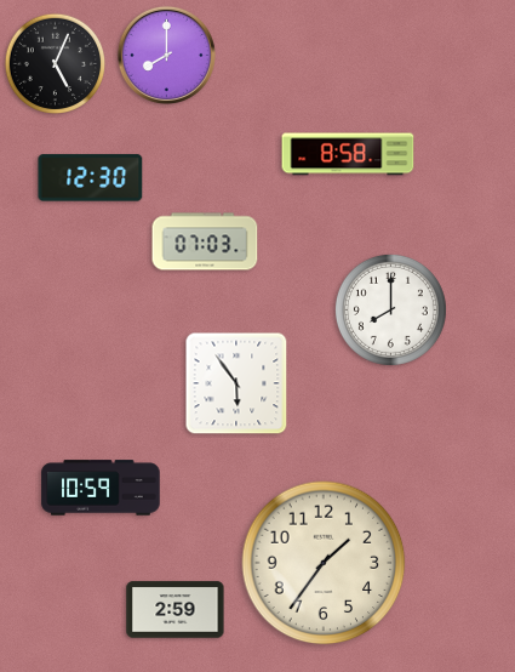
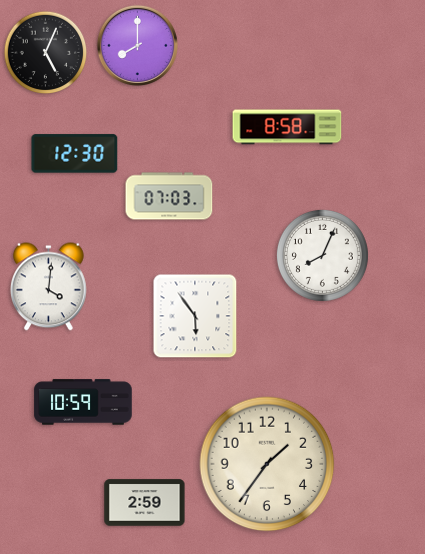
clock at (91, 178) position: (91, 178) -> (75, 154)
clock at (205, 241) position: (205, 241) -> (169, 196)
clock at (390, 309): 8:00 -> 8:04
clock at (49, 287): none -> 4:01
